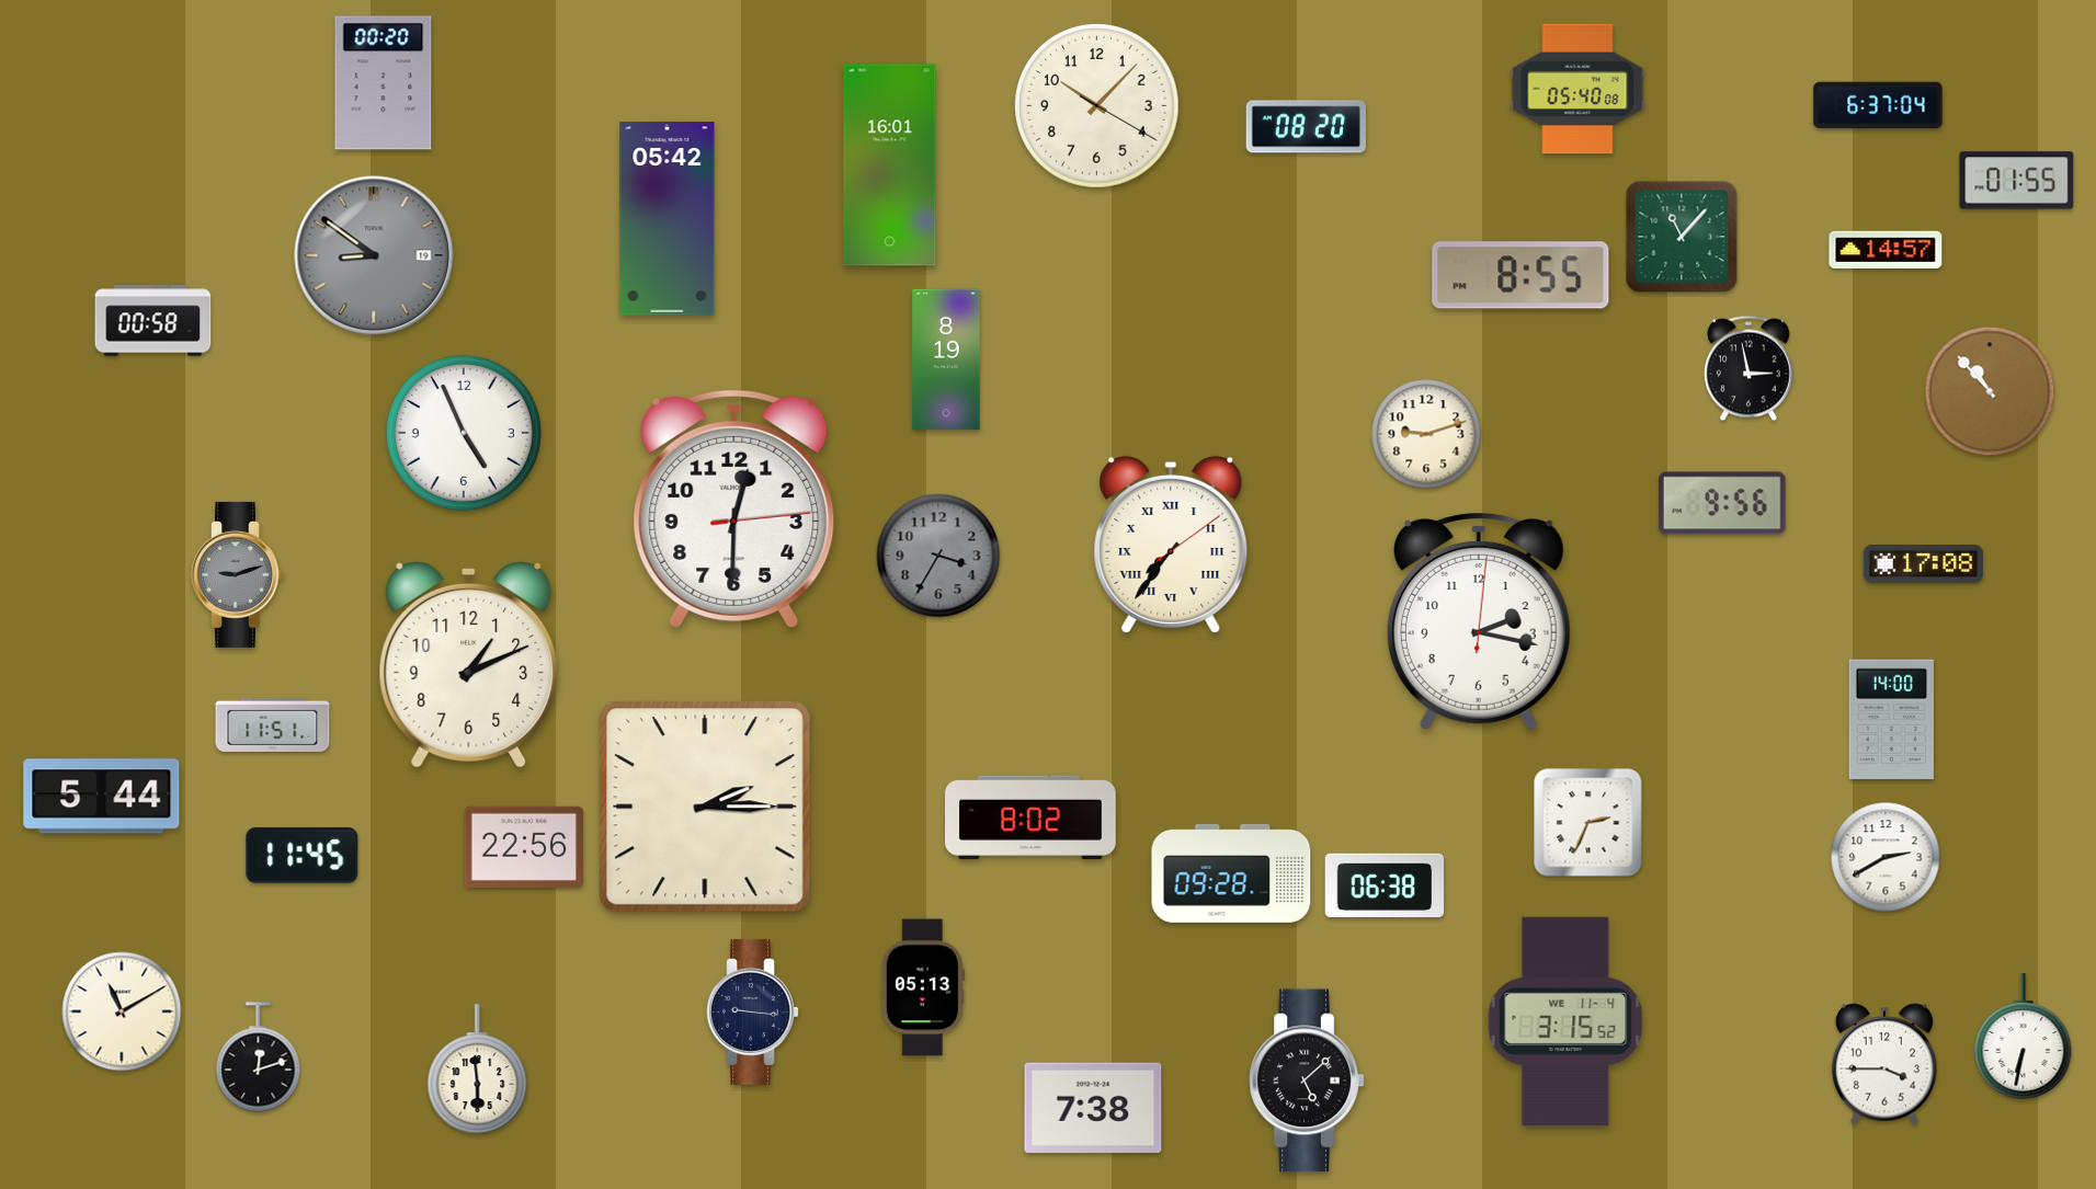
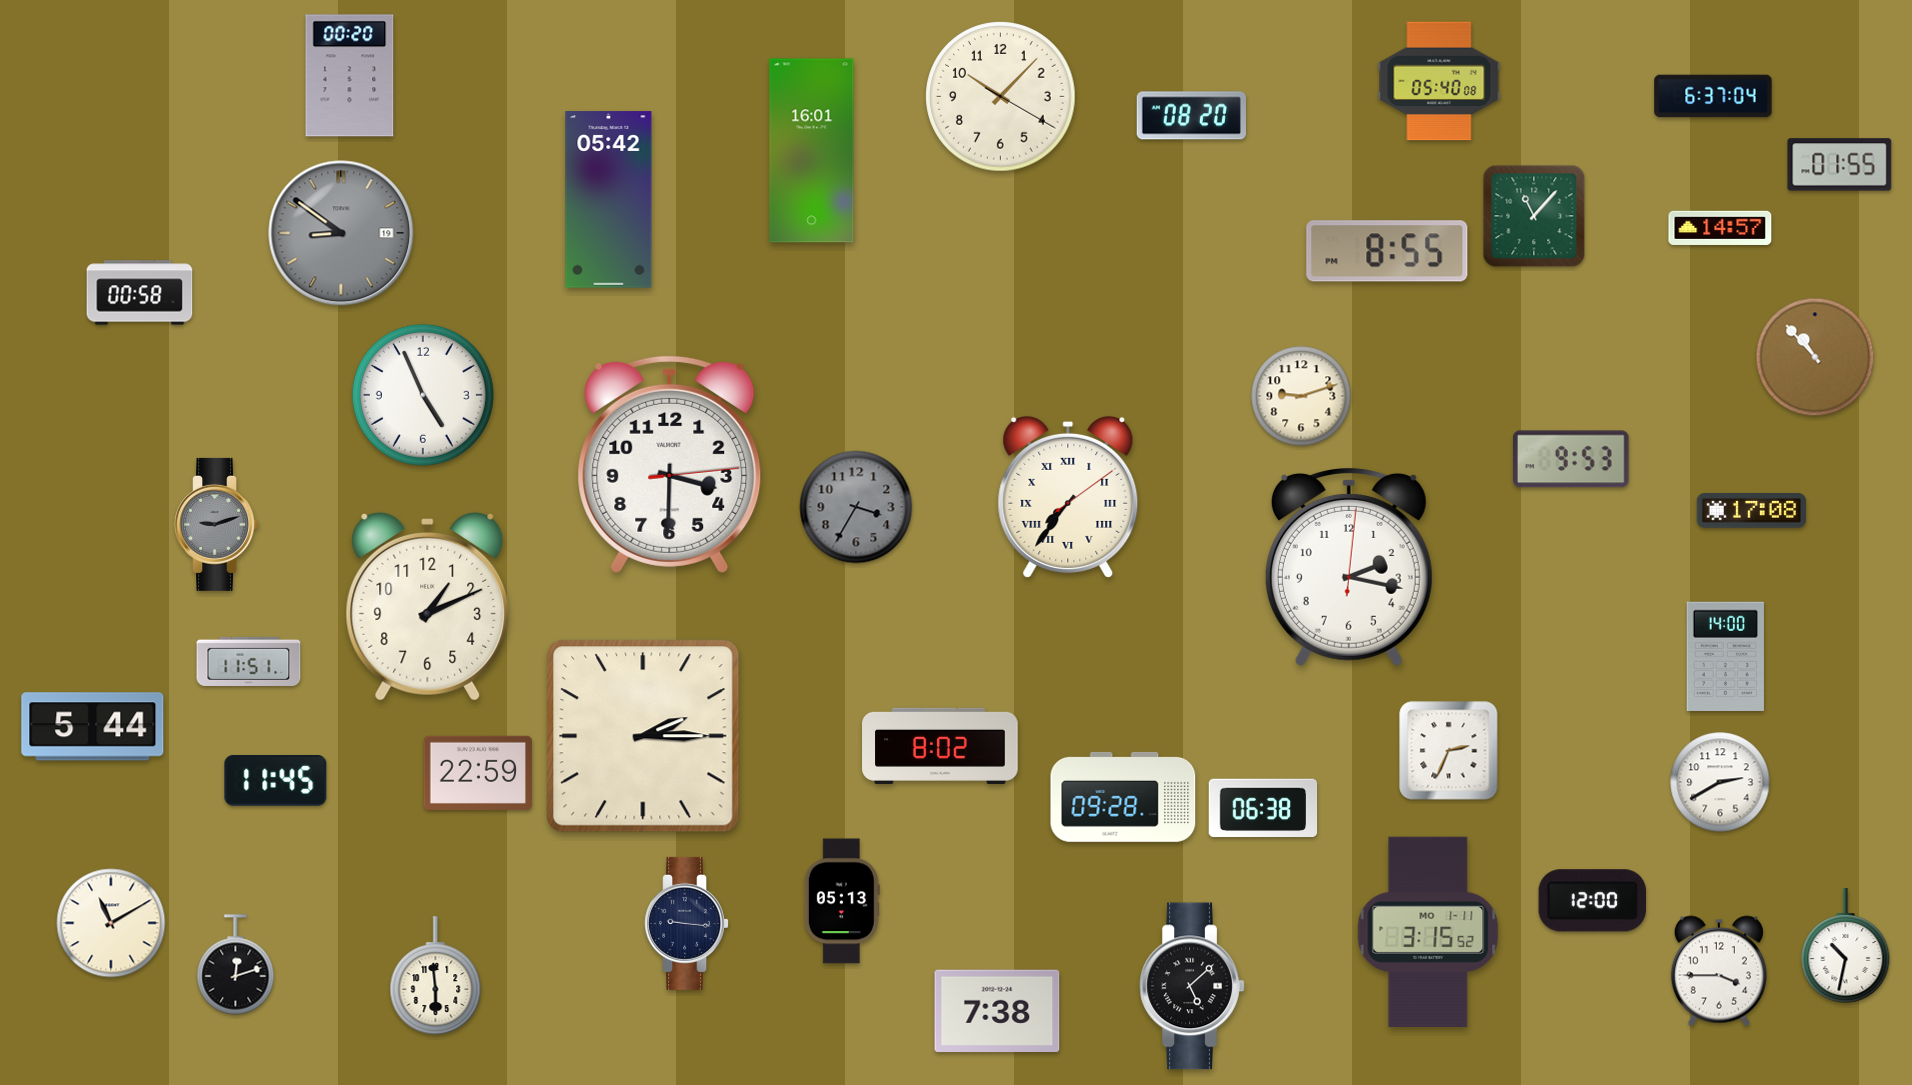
clock at (946, 359): 8:19 -> none
clock at (1748, 368): 2:58 -> none
clock at (1723, 503): 9:56 -> 9:53
clock at (734, 508): 12:30 -> 3:30
clock at (1923, 564) position: (1923, 564) -> (1751, 511)
clock at (524, 847): 22:56 -> 22:59
clock at (1592, 901): none -> 12:00
clock at (1565, 1021) date: WE 11-4 -> MO 1-11
clock at (2024, 1037): 6:32 -> 10:32
